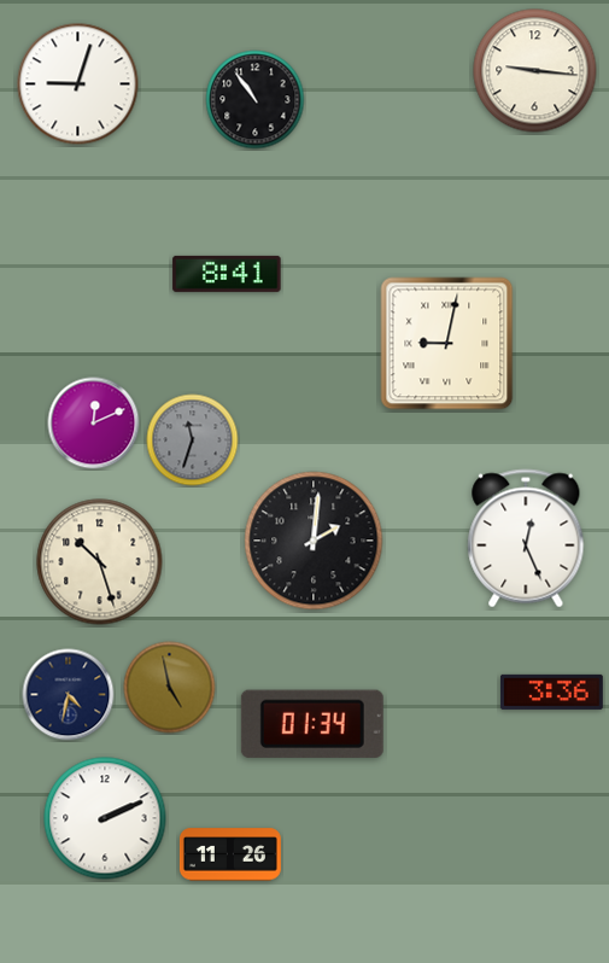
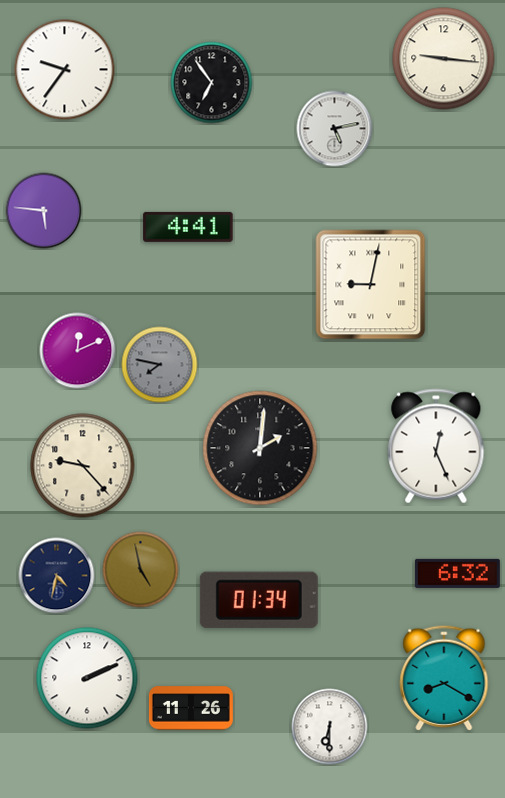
clock at (78, 84): 9:03 -> 9:36
clock at (256, 100): 10:54 -> 6:54
clock at (335, 129): none -> 5:13
clock at (44, 211): none -> 5:46
clock at (227, 274): 8:41 -> 4:41
clock at (193, 440): 11:33 -> 7:47
clock at (100, 562): 10:27 -> 9:23
clock at (551, 691): 3:36 -> 6:32
clock at (444, 678): none -> 8:20
clock at (330, 727): none -> 6:30
